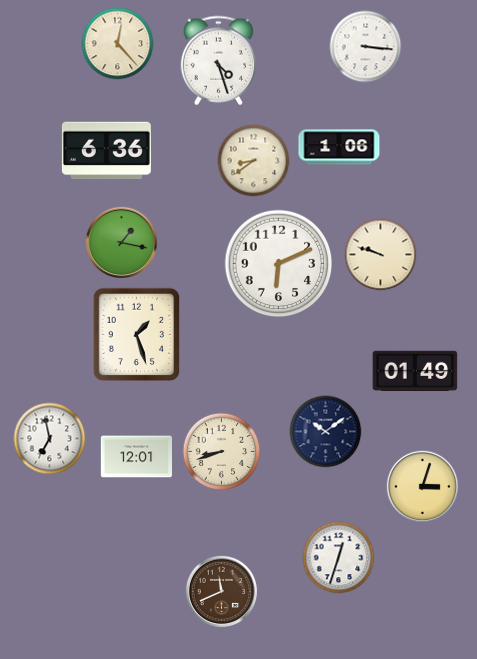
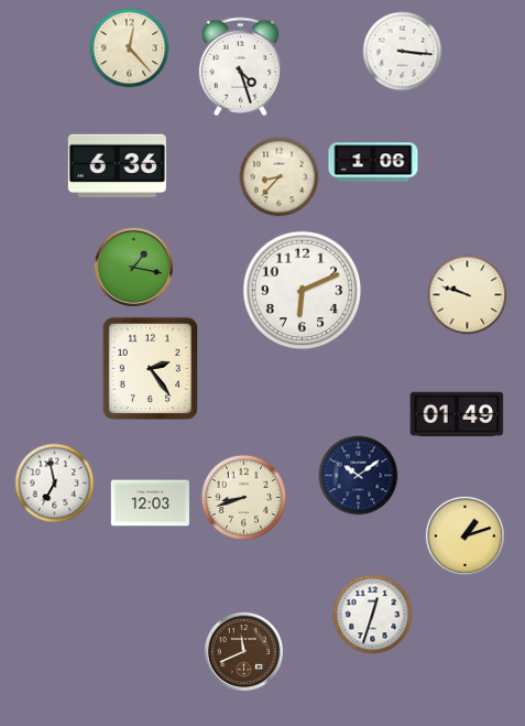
clock at (254, 161): 8:39 -> 8:37
clock at (381, 255) position: (381, 255) -> (468, 295)
clock at (279, 264) position: (279, 264) -> (303, 291)
clock at (136, 335): 1:27 -> 2:24
clock at (415, 370) position: (415, 370) -> (457, 413)
clock at (136, 457): 12:01 -> 12:03
clock at (422, 486): 3:03 -> 1:12
